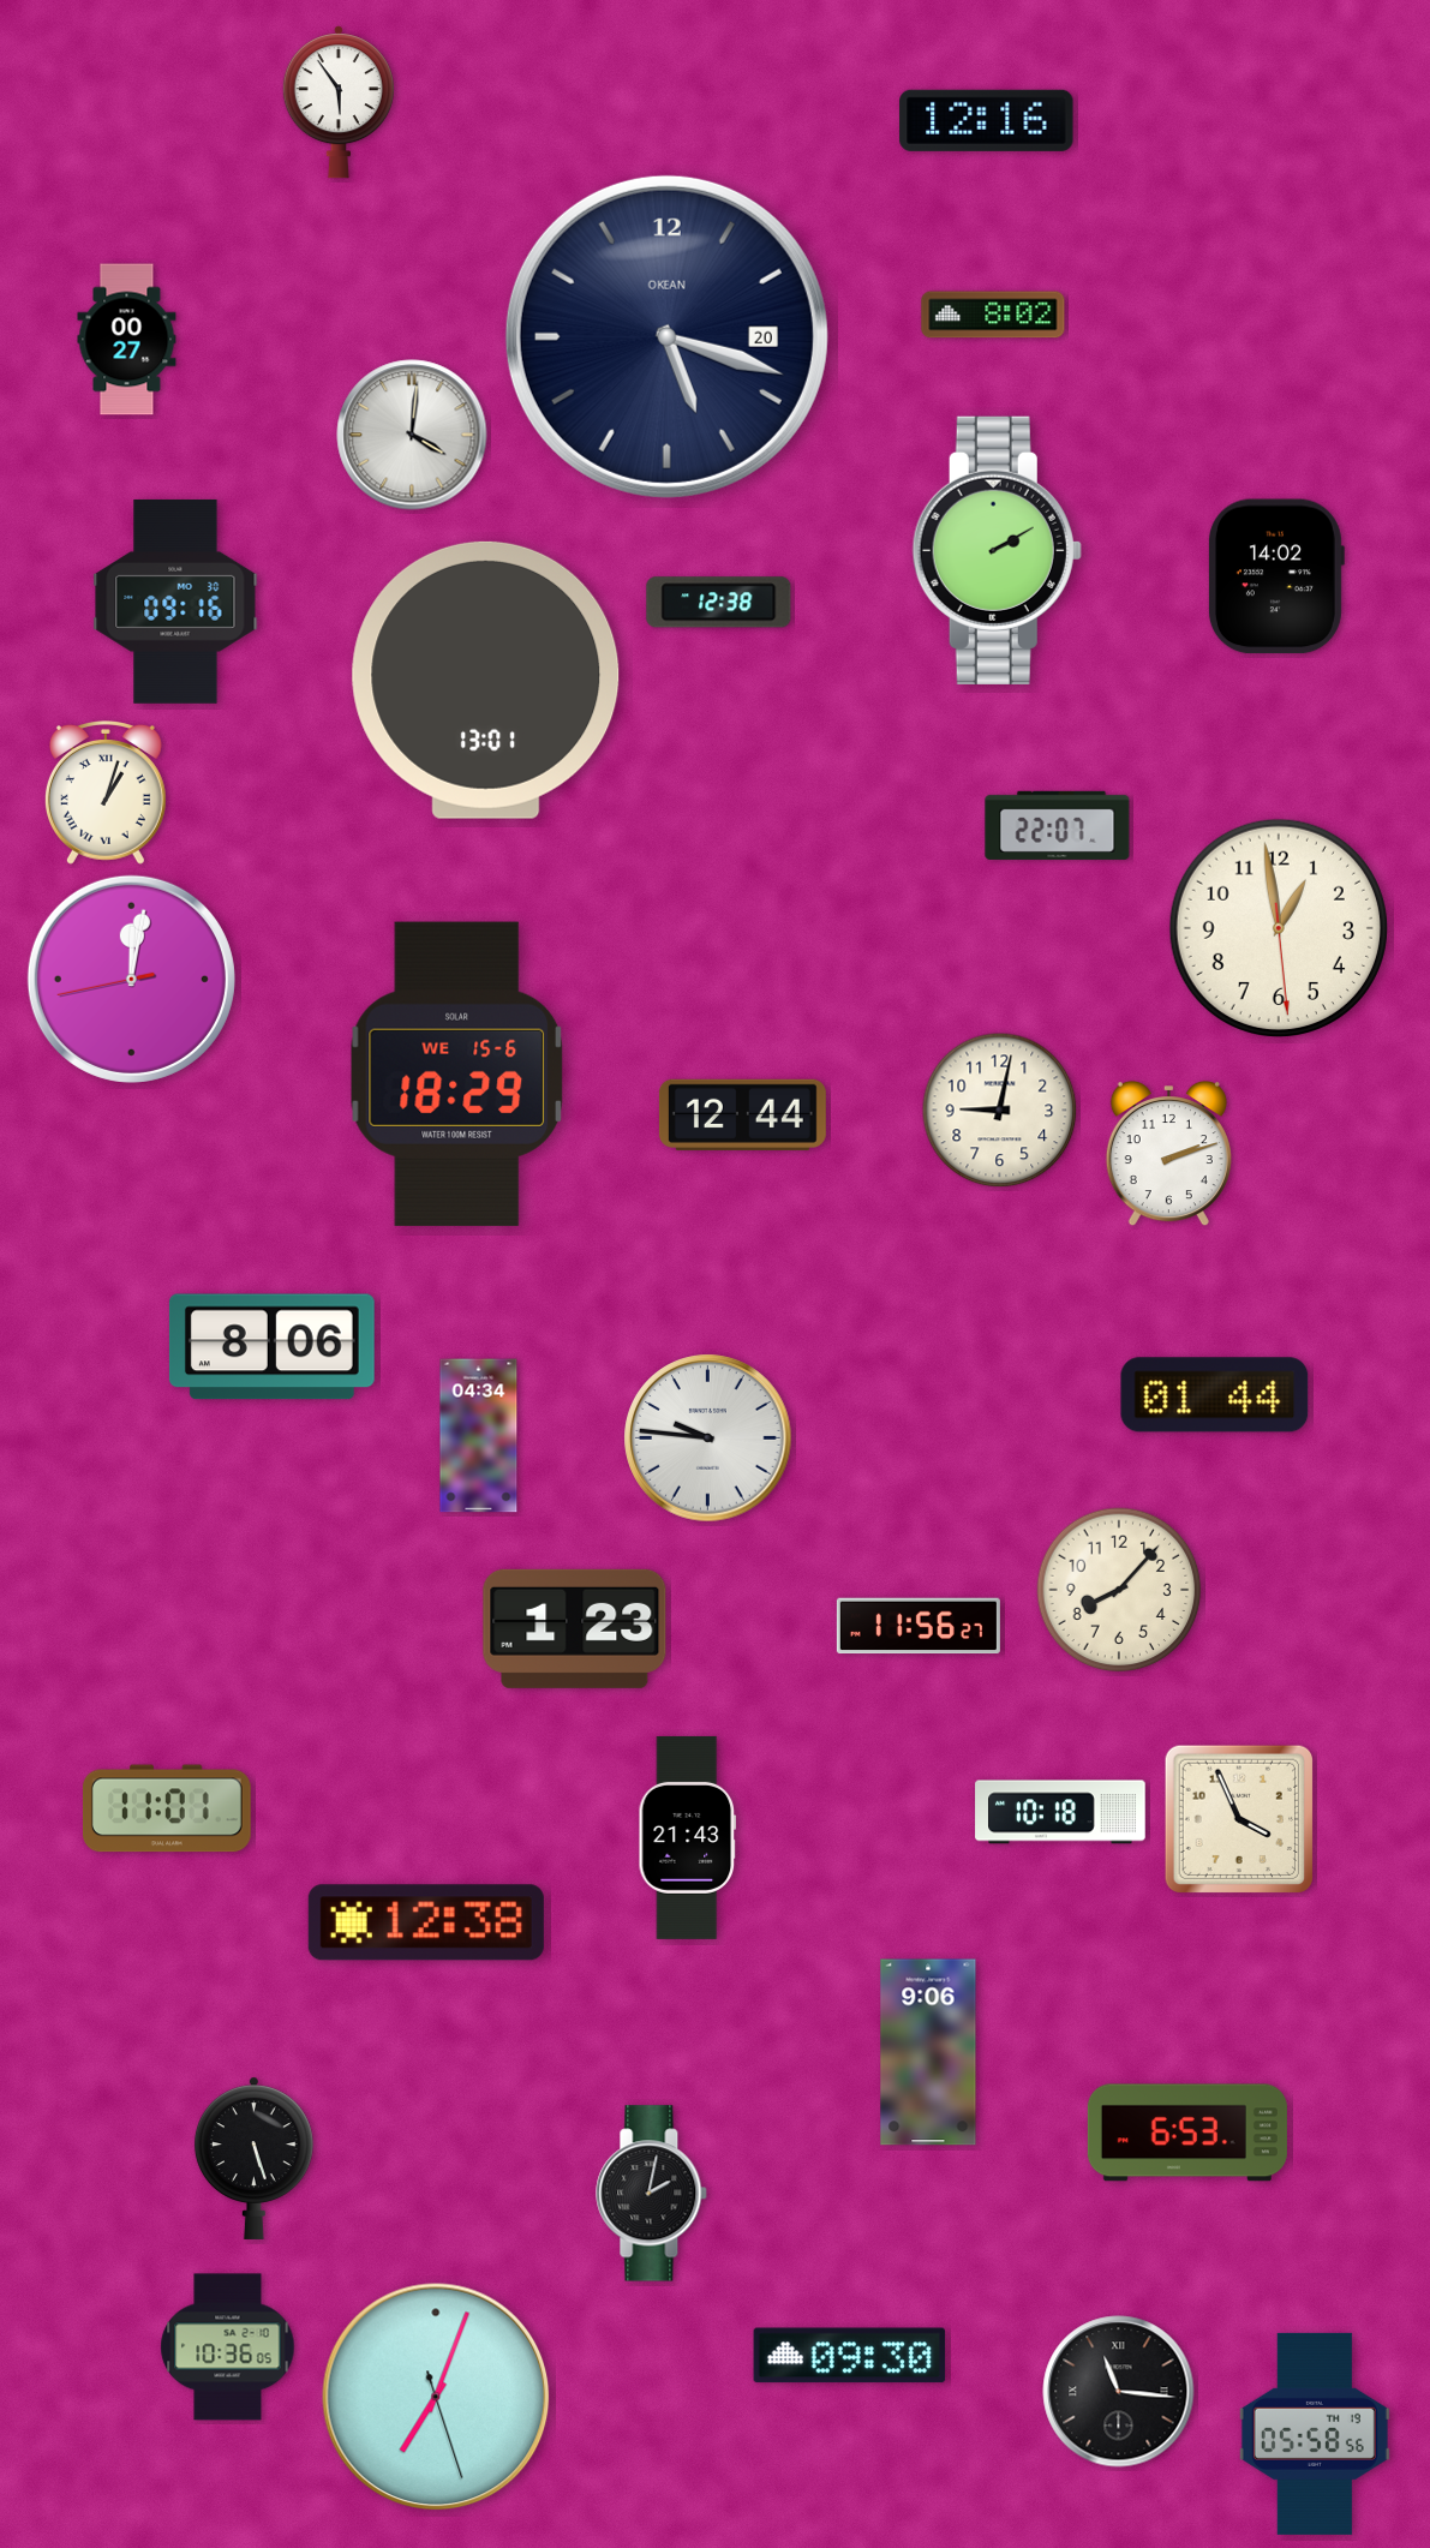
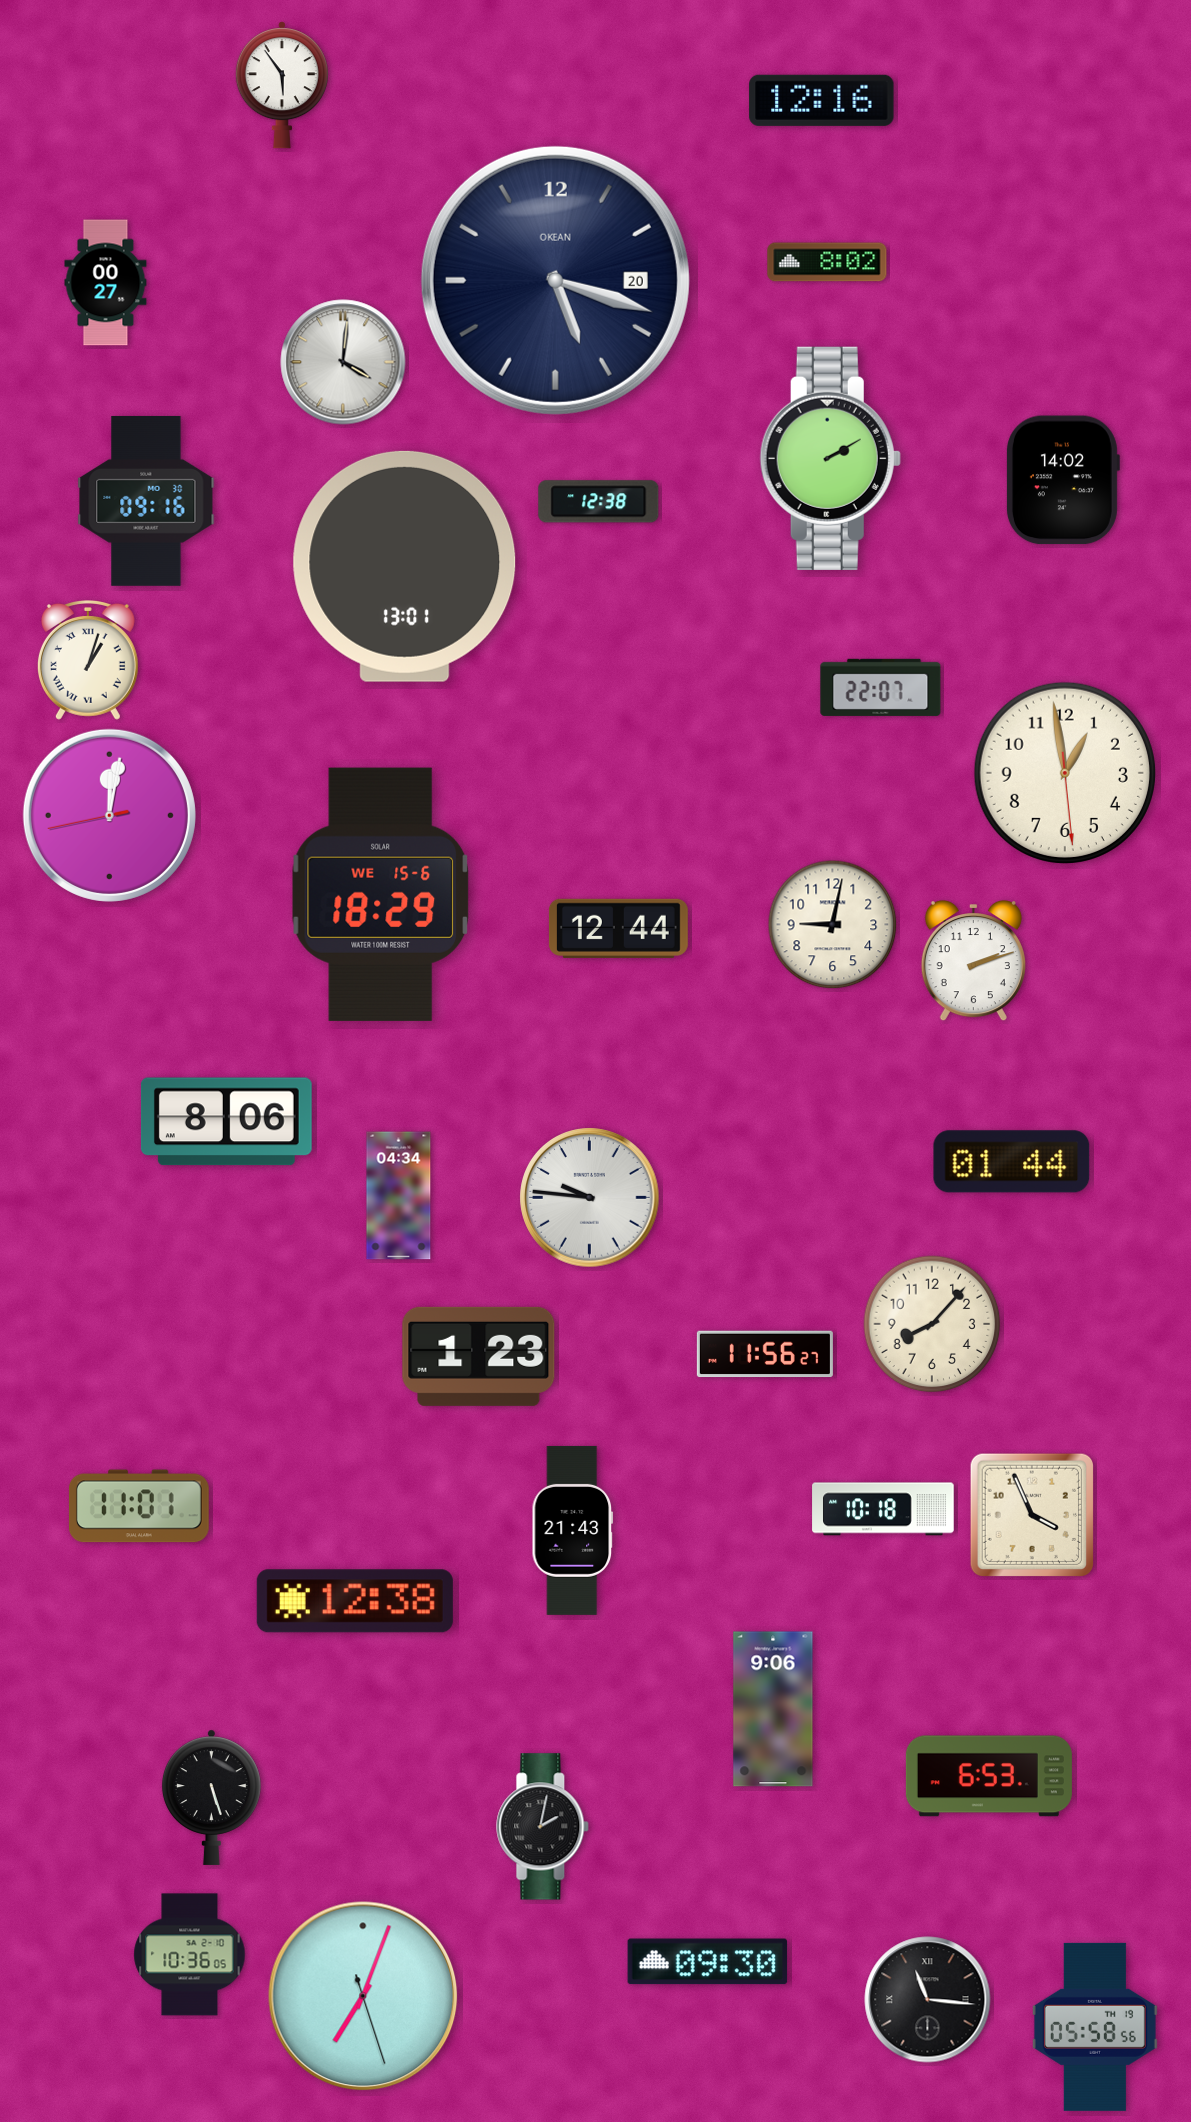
clock at (1119, 2392) position: (1119, 2392) -> (928, 2000)
